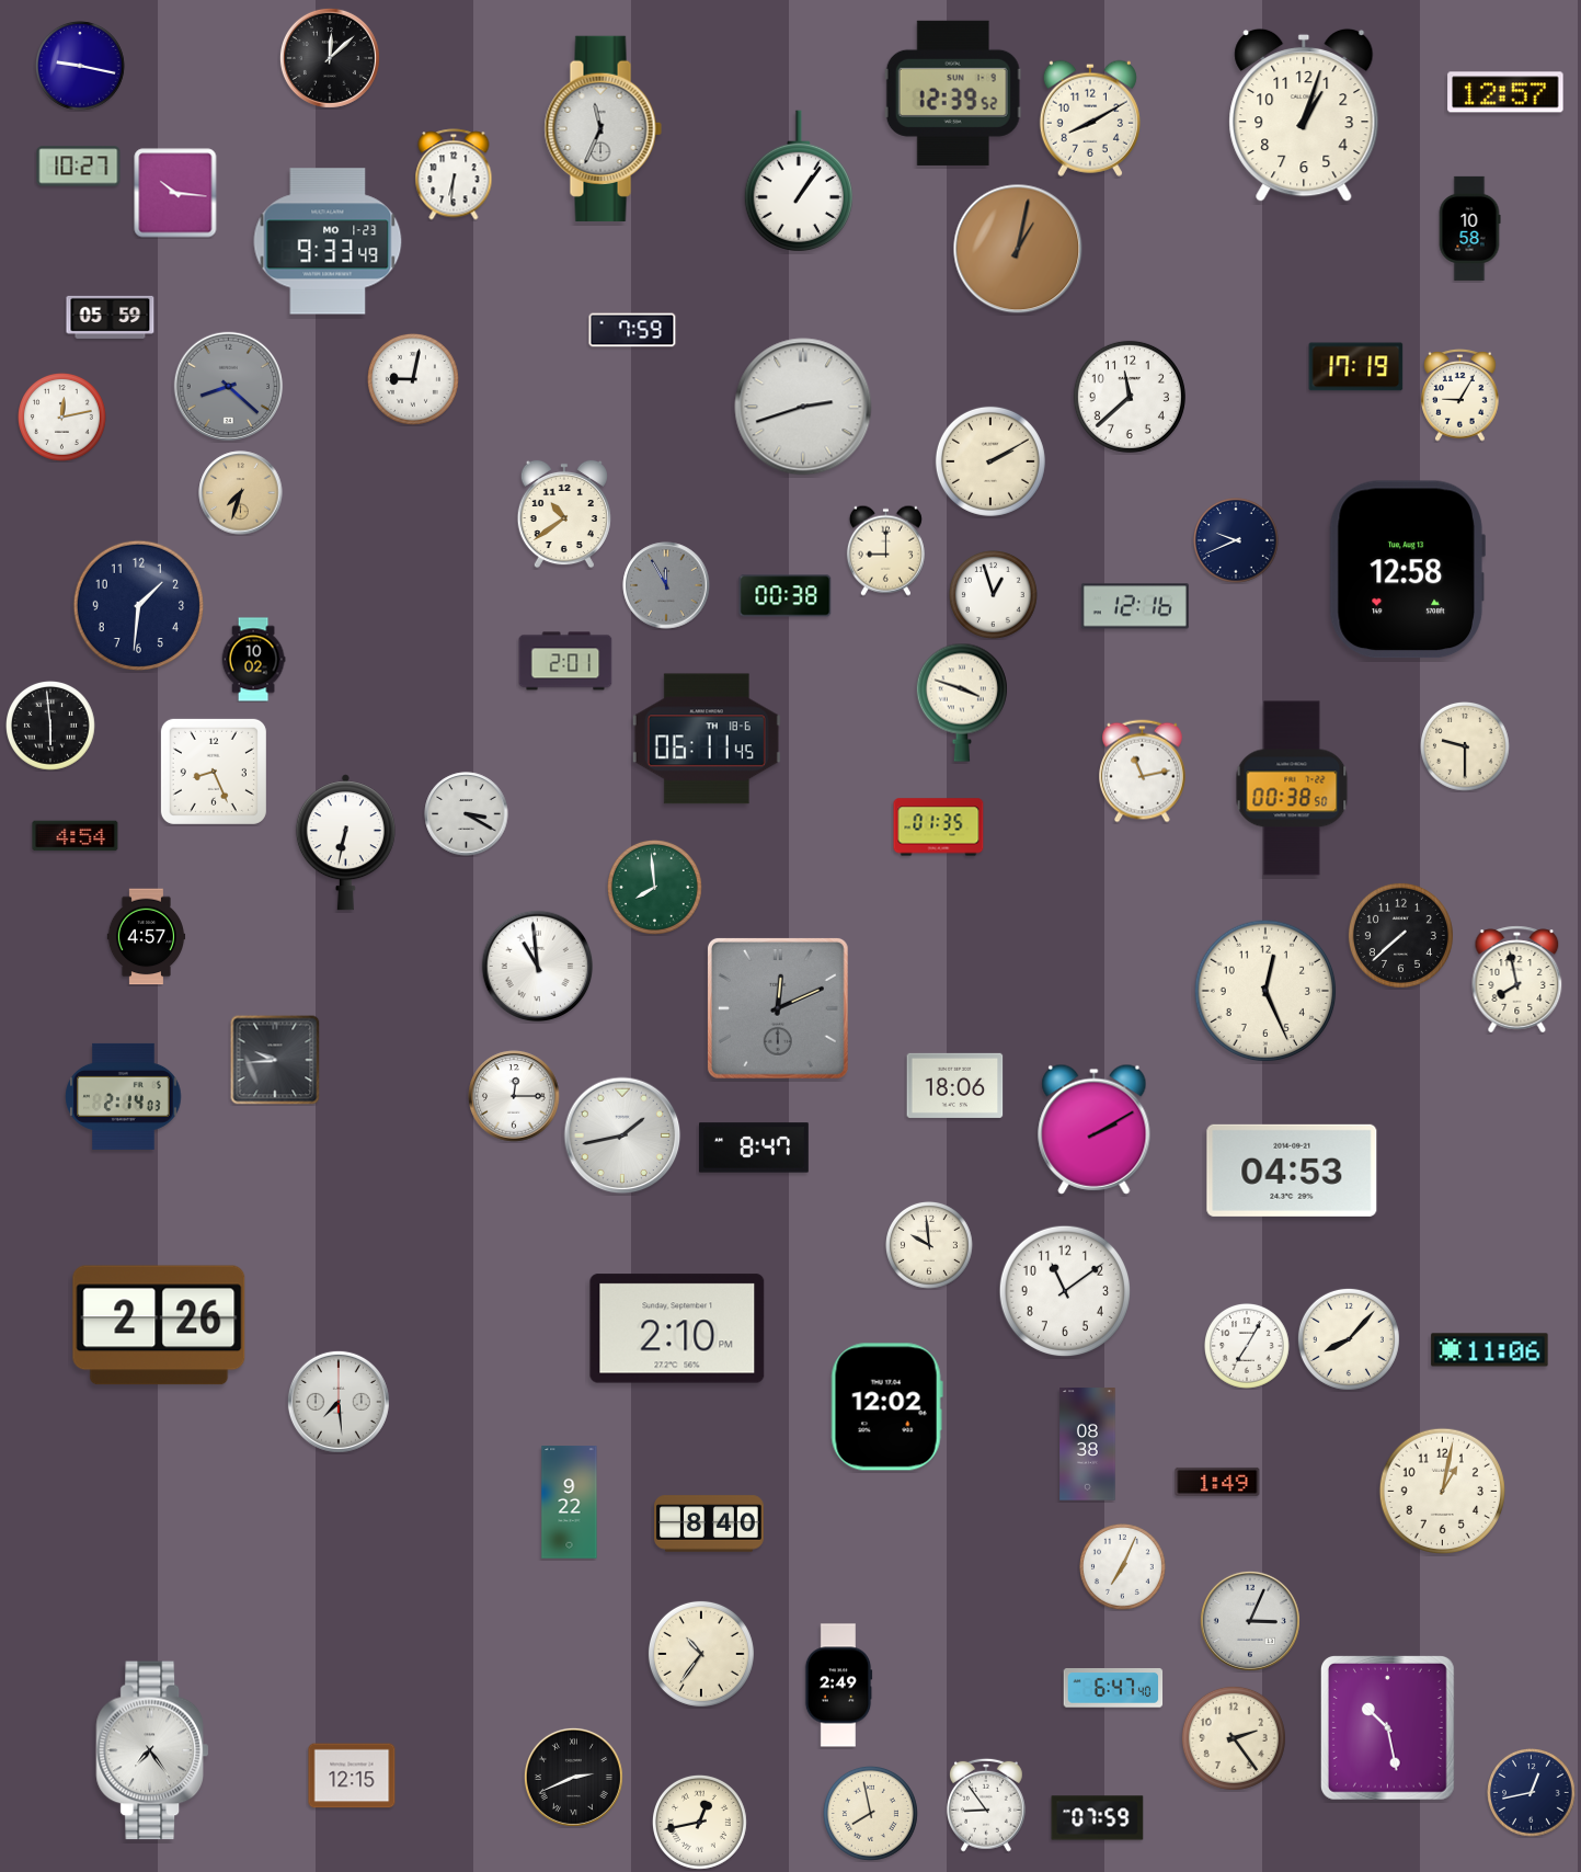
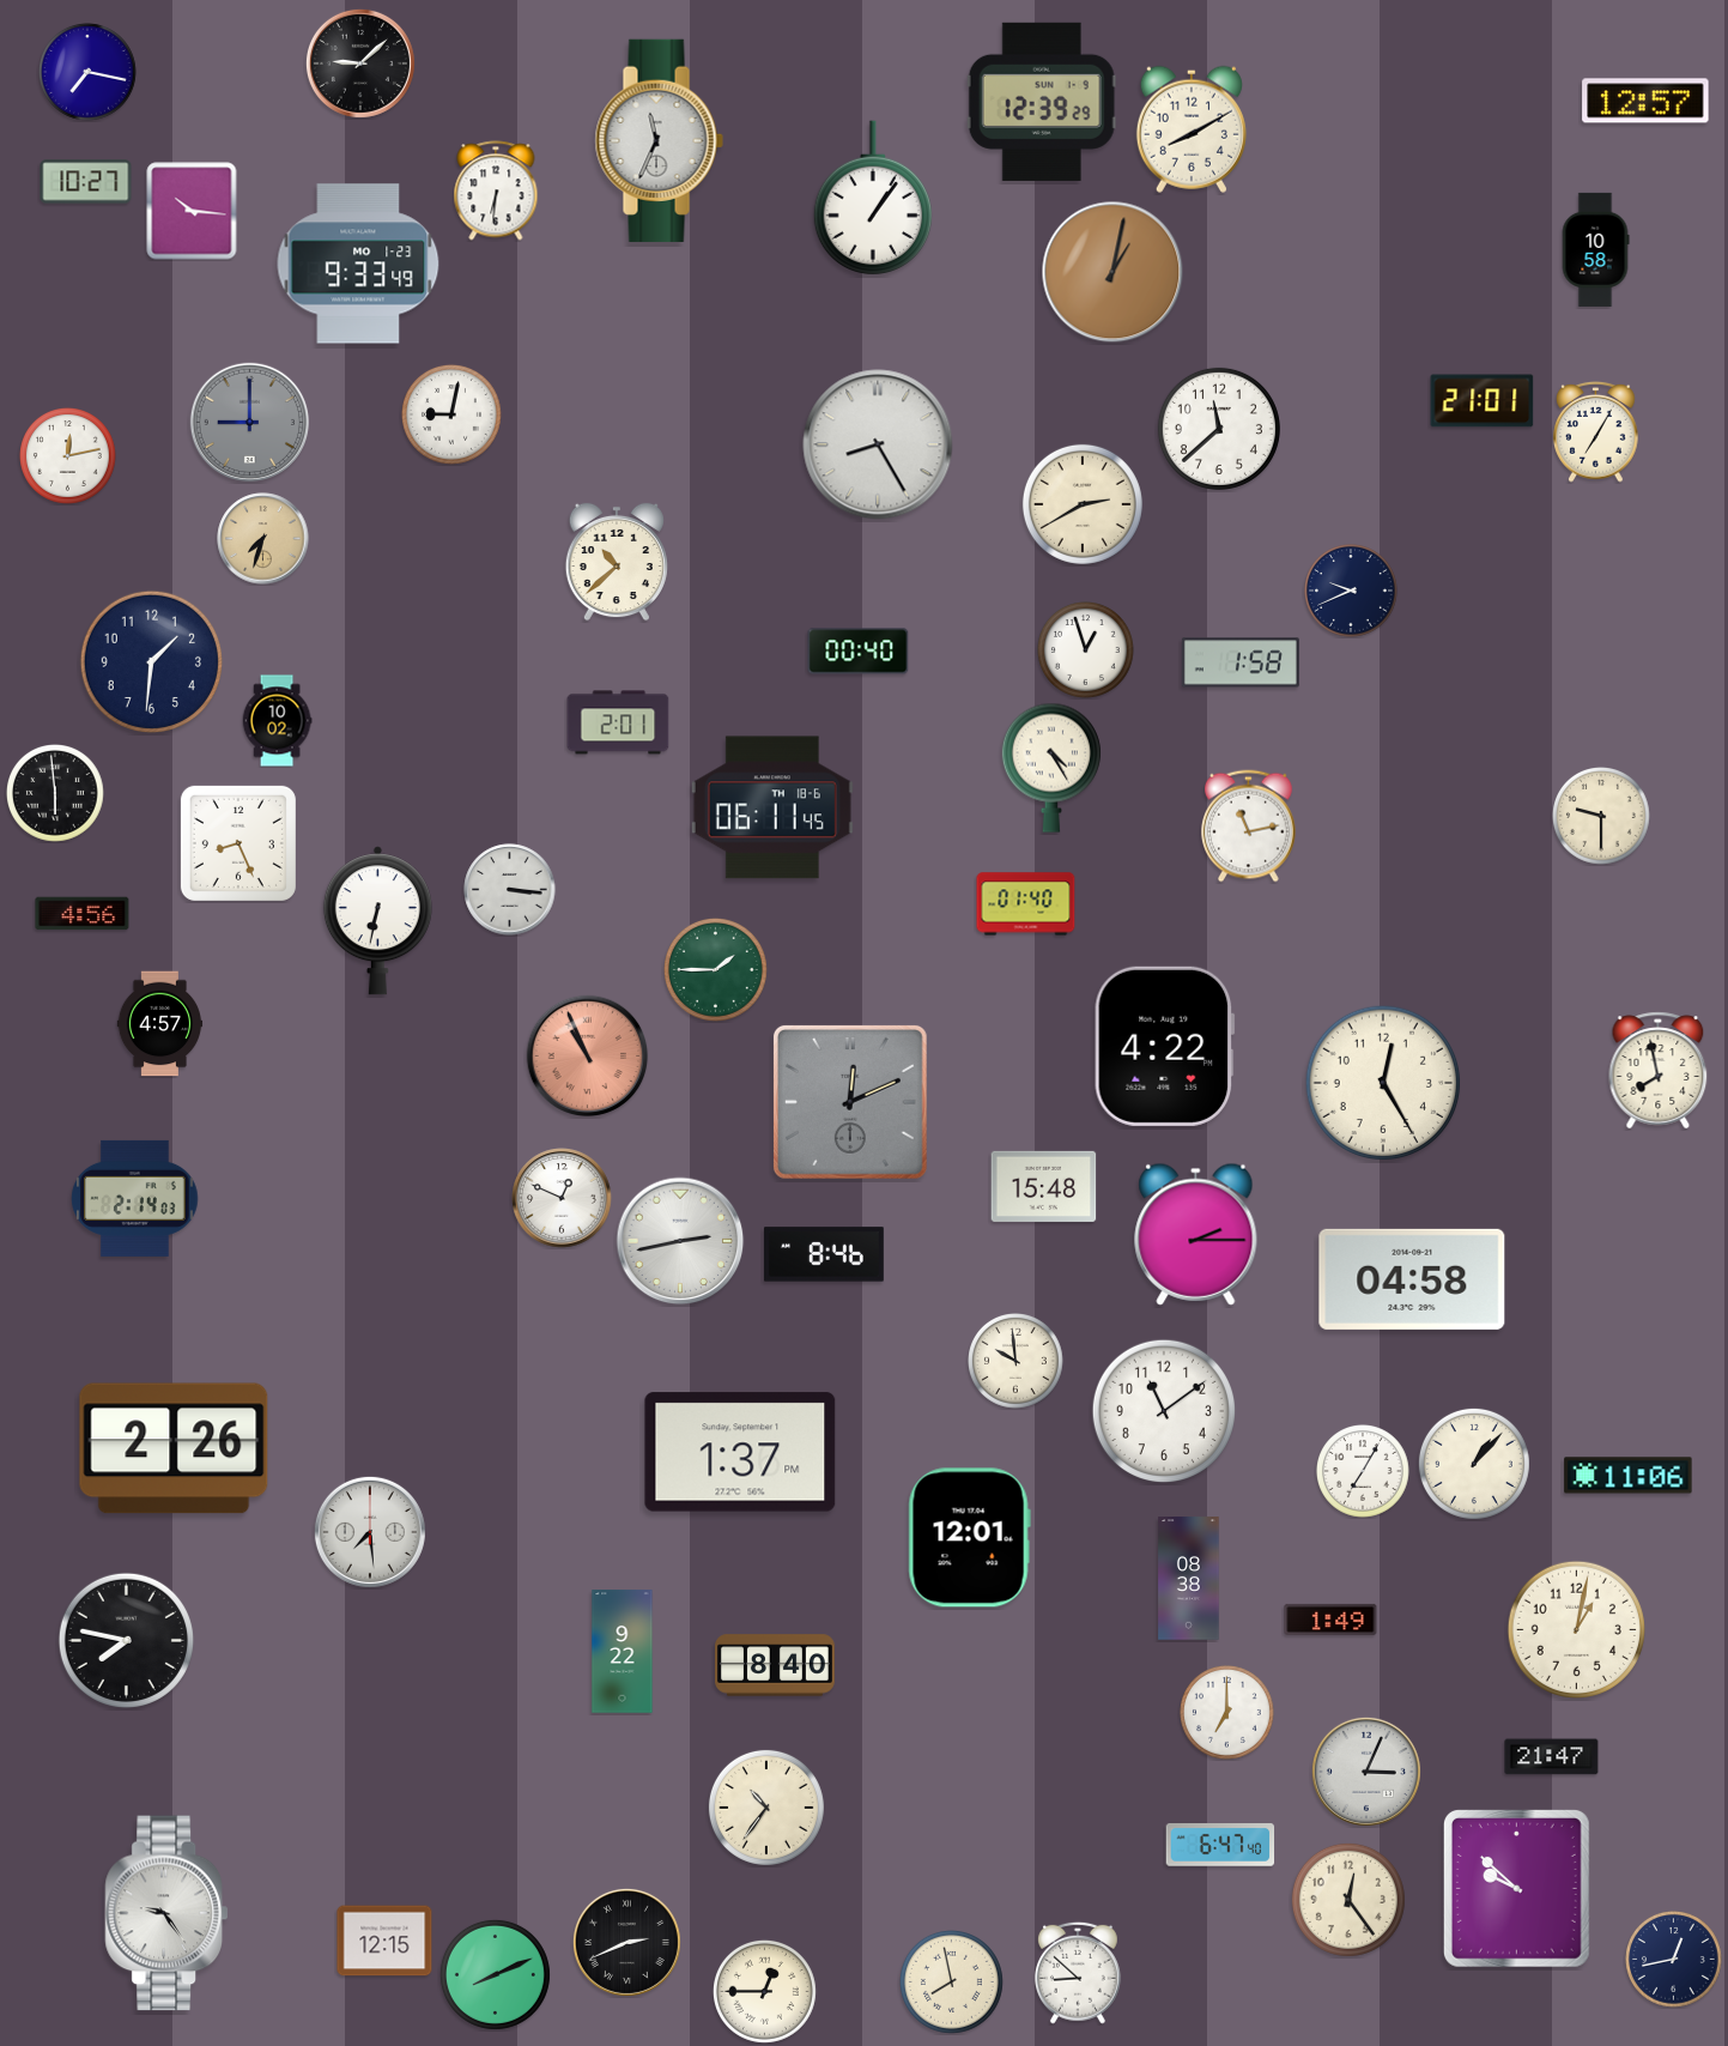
clock at (330, 58): 12:08 -> 9:08
clock at (81, 67): 9:17 -> 7:17
clock at (953, 93): 12:39:52 -> 12:39:29
clock at (1304, 115): 1:03 -> none
clock at (1469, 228) position: (1469, 228) -> (1595, 249)
clock at (111, 317): 05:59 -> none
clock at (632, 330): 7:59 -> none
clock at (1356, 367): 17:19 -> 21:01
clock at (229, 387): 8:22 -> 9:00
clock at (1460, 396): 9:05 -> 7:05
clock at (1130, 397) position: (1130, 397) -> (1219, 429)
clock at (803, 407): 2:42 -> 8:25
clock at (990, 461): 2:10 -> 2:40
clock at (564, 514): 10:39 -> 10:38
clock at (885, 550): 9:00 -> none
clock at (1407, 570): 12:58 -> none
clock at (666, 585): 11:55 -> none
clock at (786, 596): 00:38 -> 00:40
clock at (1135, 606): 12:16 -> 1:58
clock at (962, 703): 3:48 -> 4:25
clock at (214, 772) position: (214, 772) -> (238, 843)
clock at (1143, 772) position: (1143, 772) -> (1249, 827)
clock at (1292, 788): 00:38 -> none
clock at (467, 814): 3:20 -> 3:16
clock at (939, 827): 01:35 -> 01:40
clock at (76, 836): 4:54 -> 4:56
clock at (654, 887): 7:59 -> 1:45
clock at (1400, 935): 7:38 -> none
clock at (1165, 1046): none -> 4:22
clock at (538, 967): 10:59 -> 10:56
clock at (538, 967) dial: white -> salmon
clock at (1265, 991): 12:26 -> 12:25
clock at (275, 1060): 9:44 -> none
clock at (955, 1085): 18:06 -> 15:48
clock at (514, 1096): 12:15 -> 12:49
clock at (1095, 1129): 2:10 -> 2:15
clock at (622, 1135): 1:43 -> 2:43
clock at (754, 1148): 8:47 -> 8:46
clock at (1292, 1171): 04:53 -> 04:58
clock at (677, 1328): 2:10 -> 1:37
clock at (1349, 1339): 8:07 -> 1:07
clock at (886, 1407): 12:02 -> 12:01
clock at (126, 1640): none -> 7:47
clock at (570, 1503) position: (570, 1503) -> (623, 1652)
clock at (1123, 1567): 7:04 -> 7:00
clock at (1552, 1757): none -> 21:47
clock at (838, 1686): 2:49 -> none
clock at (1113, 1689) position: (1113, 1689) -> (1220, 1846)
clock at (1387, 1727): 10:28 -> 9:52
clock at (1234, 1738): 2:24 -> 12:24
clock at (152, 1750): 7:24 -> 9:24
clock at (986, 1805): 8:54 -> 8:52
clock at (495, 1974): none -> 8:11
clock at (1098, 1818): 07:59 -> none
clock at (699, 1822): 12:43 -> 12:45
